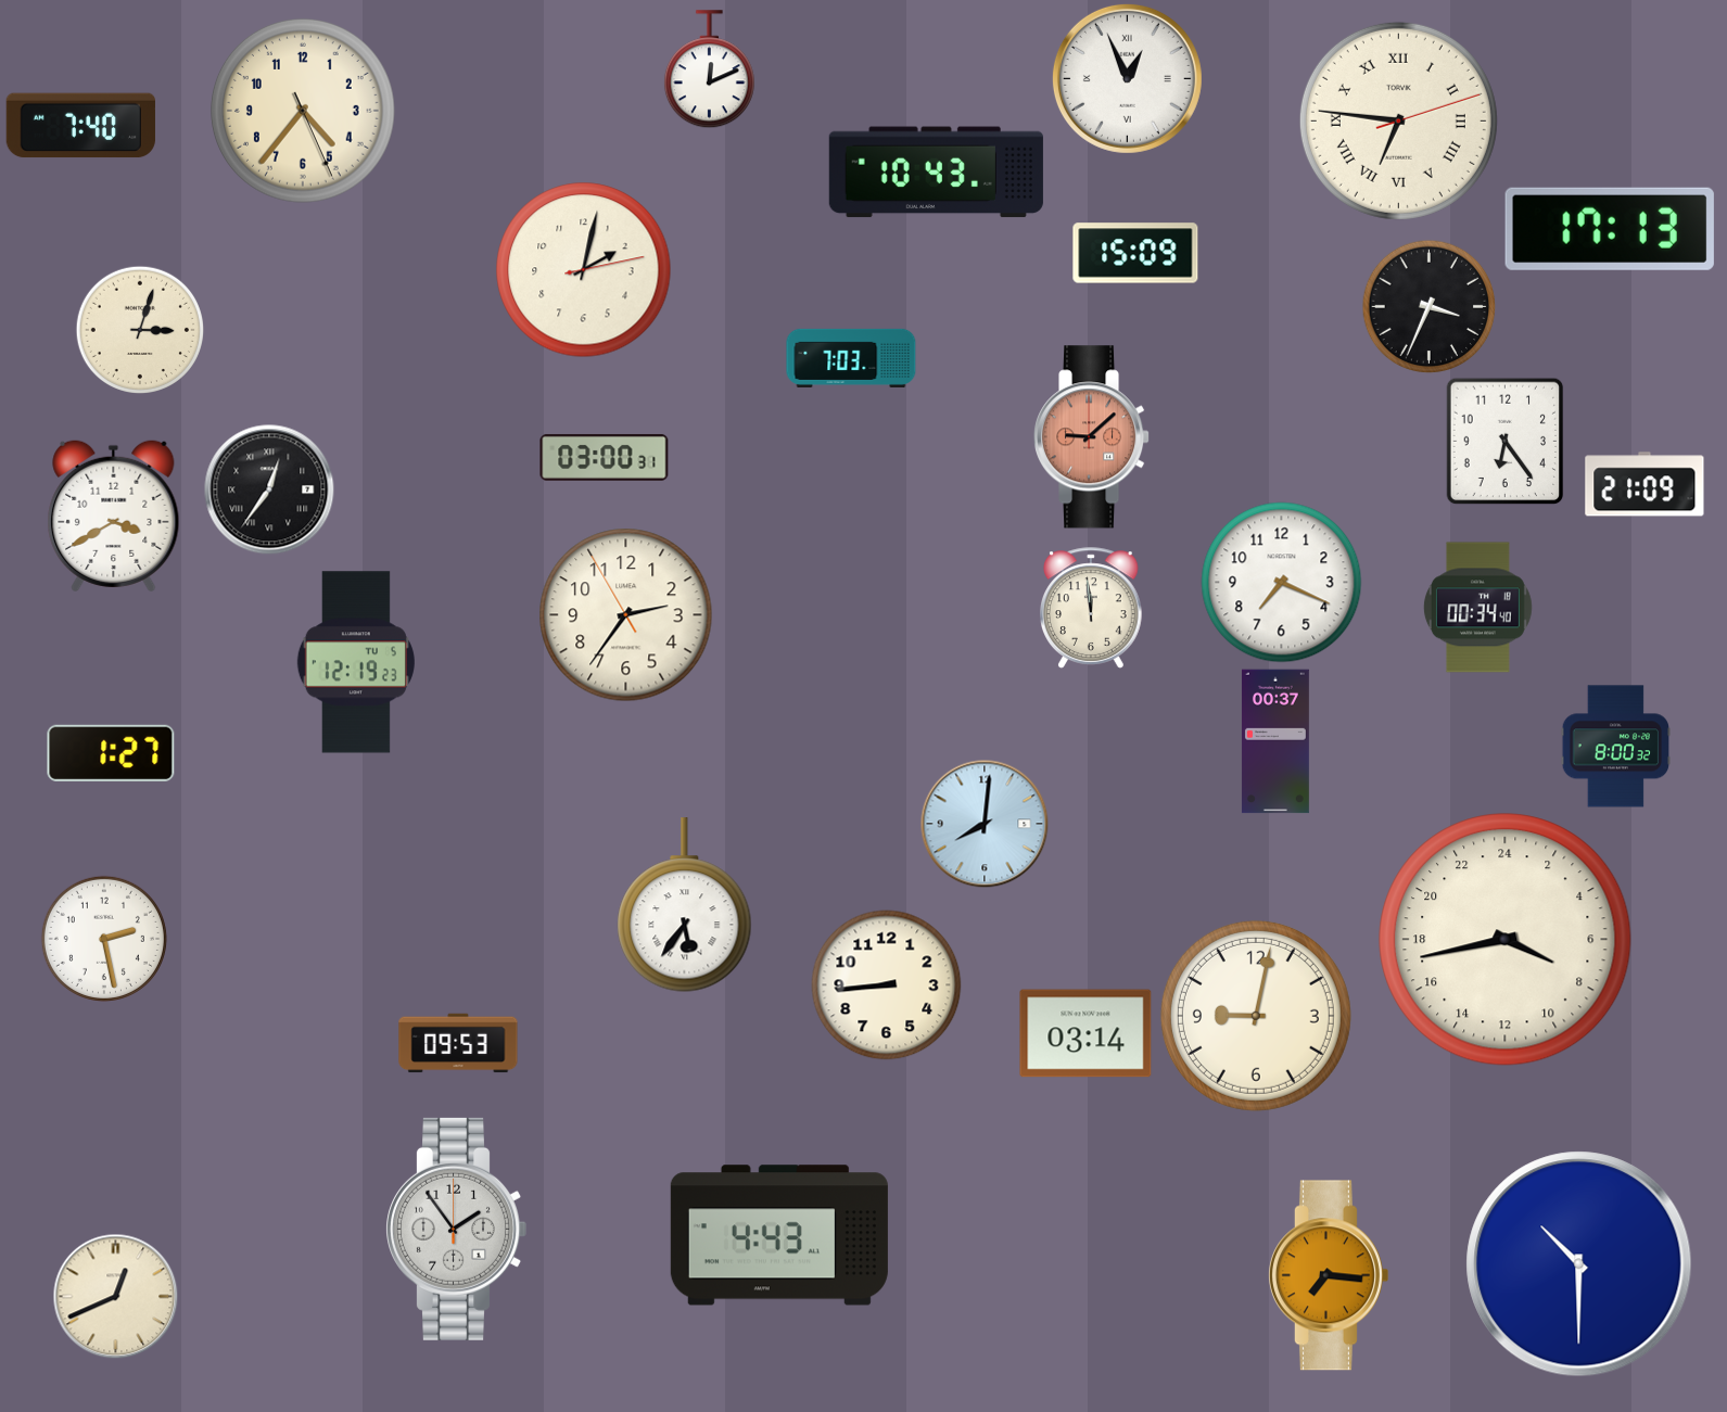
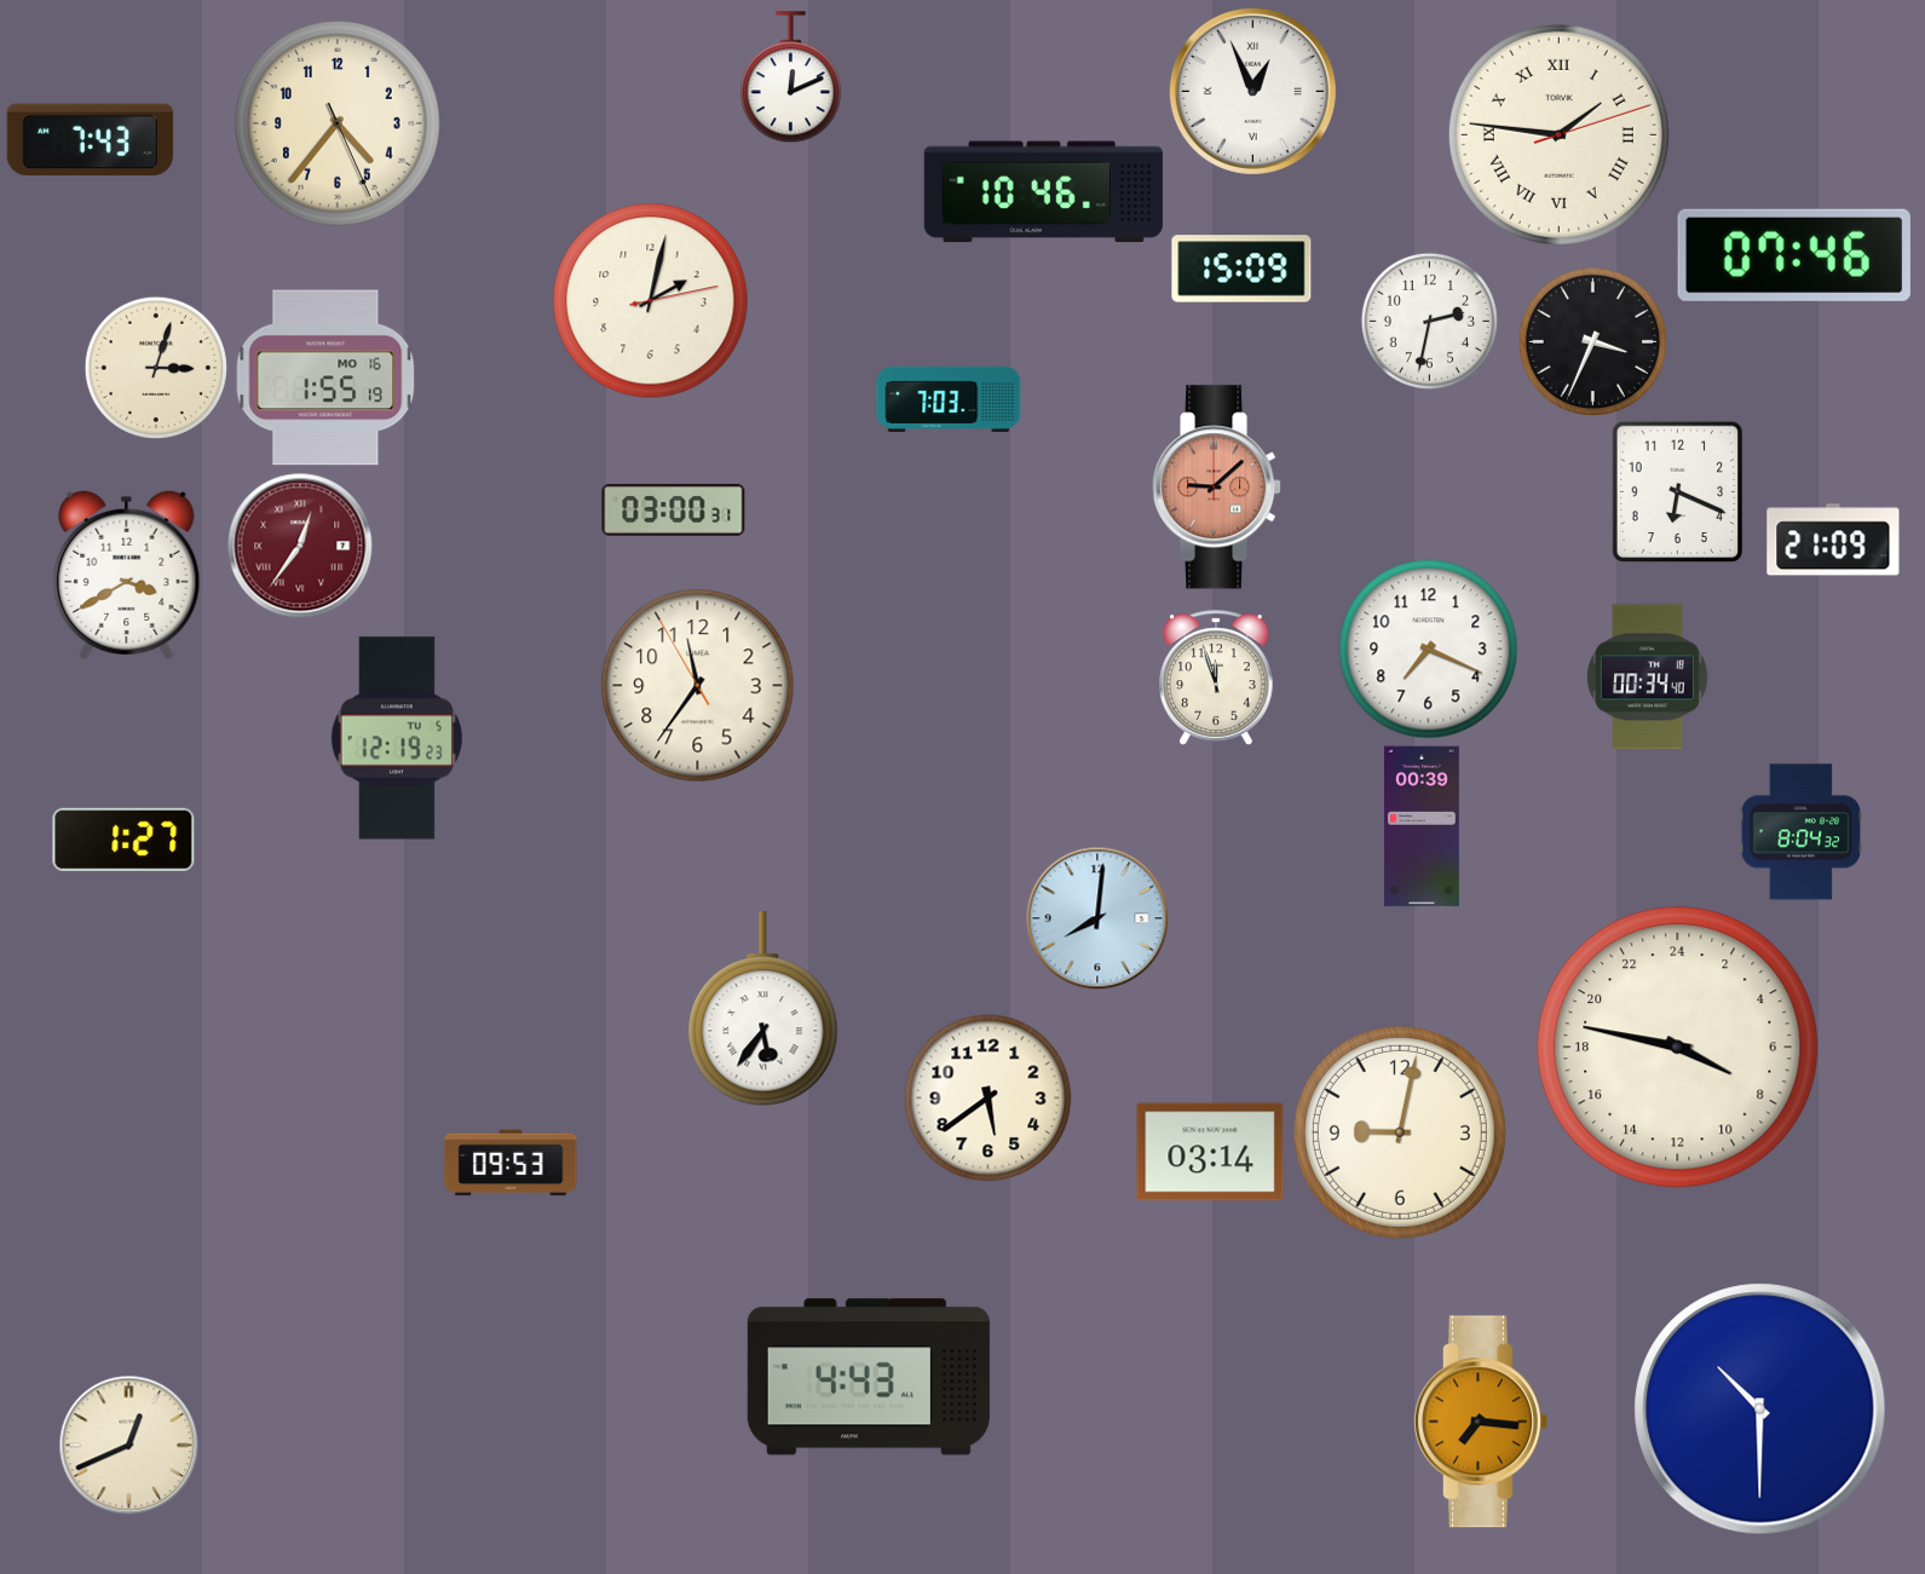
clock at (1127, 78) position: (1127, 78) -> (1252, 91)
clock at (1398, 120): 6:46 -> 1:46
clock at (80, 126): 7:40 -> 7:43
clock at (936, 173): 10:43 -> 10:46
clock at (1610, 229): 17:13 -> 07:46
clock at (1135, 253) position: (1135, 253) -> (1241, 269)
clock at (1429, 321): none -> 2:32
clock at (325, 377): none -> 1:55
clock at (1506, 441): 6:24 -> 6:19
clock at (269, 489) dial: black -> burgundy
clock at (1092, 608): 11:59 -> 11:57
clock at (626, 615): 2:35 -> 11:35
clock at (1275, 741): 00:37 -> 00:39
clock at (1616, 747): 8:00 -> 8:04
clock at (104, 939): 2:28 -> none
clock at (1506, 940): 7:43 -> 7:47
clock at (887, 985): 8:44 -> 5:39
clock at (456, 1229): 1:54 -> none
